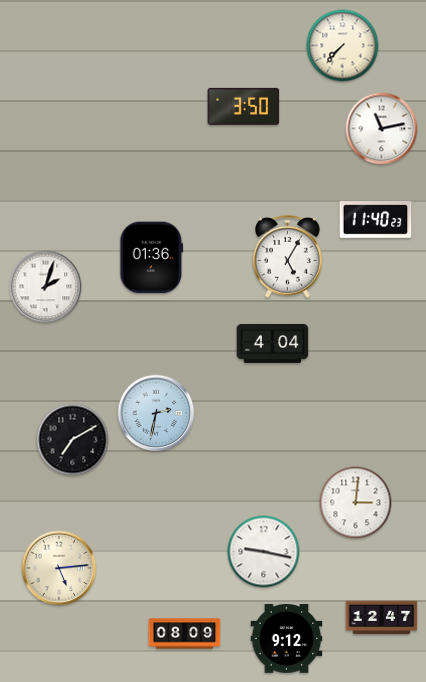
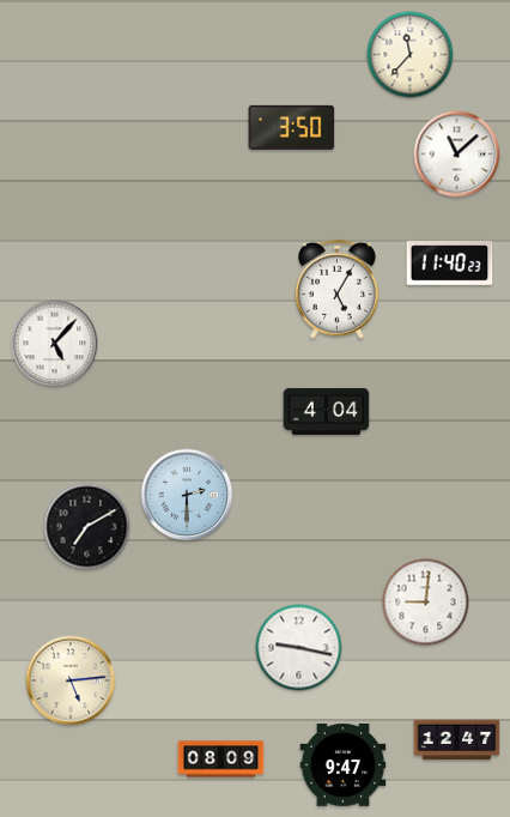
clock at (343, 46): 7:37 -> 11:37
clock at (382, 129): 11:13 -> 11:08
clock at (288, 256) position: (288, 256) -> (338, 289)
clock at (152, 258): 01:36 -> none
clock at (46, 287): 2:03 -> 5:07
clock at (156, 413): 2:32 -> 2:30
clock at (356, 503): 3:01 -> 9:01
clock at (264, 552) position: (264, 552) -> (299, 648)
clock at (287, 639): 9:12 -> 9:47
